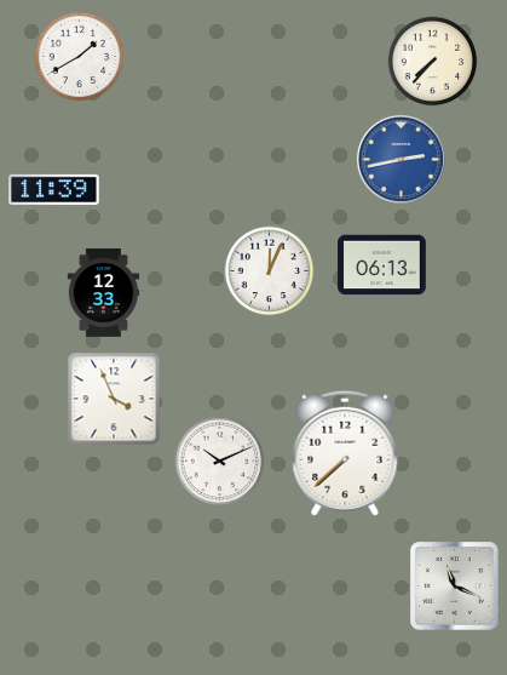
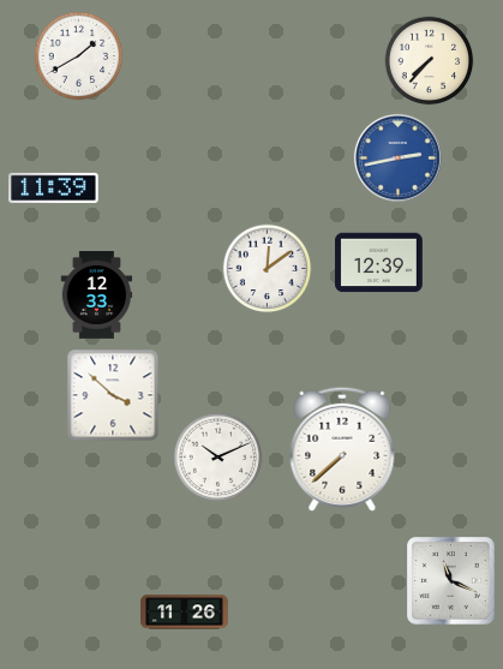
clock at (382, 265): 06:13 -> 12:39
clock at (270, 271): 12:04 -> 12:09
clock at (104, 293) position: (104, 293) -> (97, 295)
clock at (114, 399): 3:56 -> 3:52
clock at (185, 613): none -> 11:26
